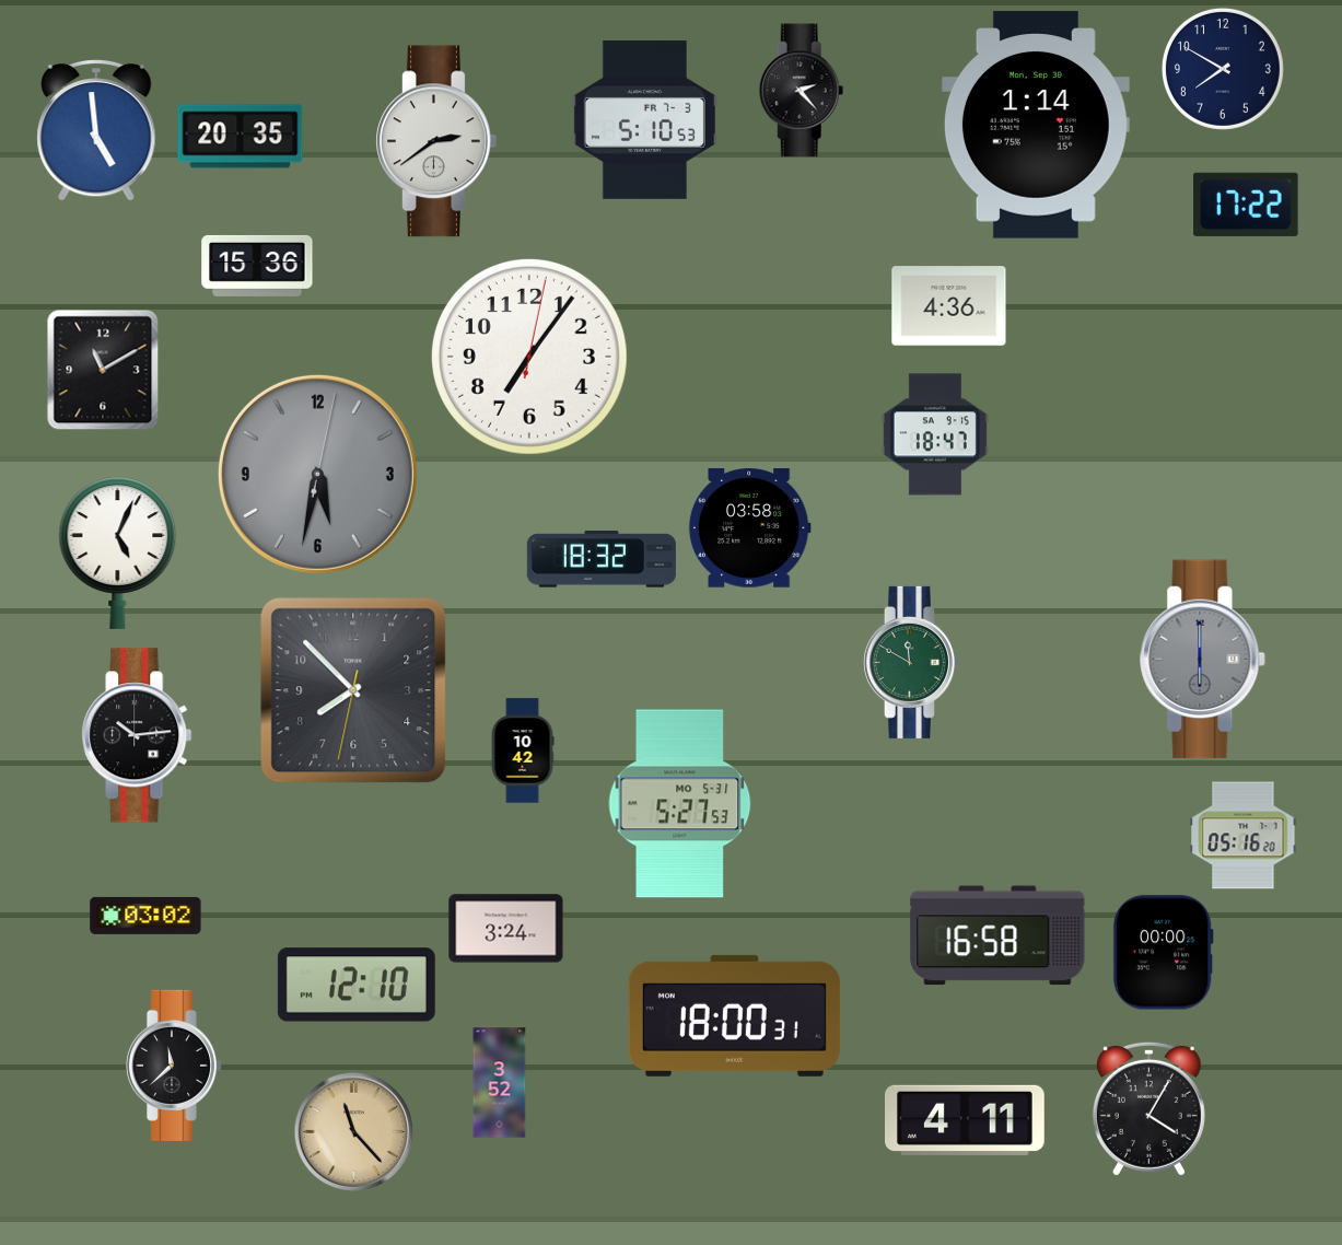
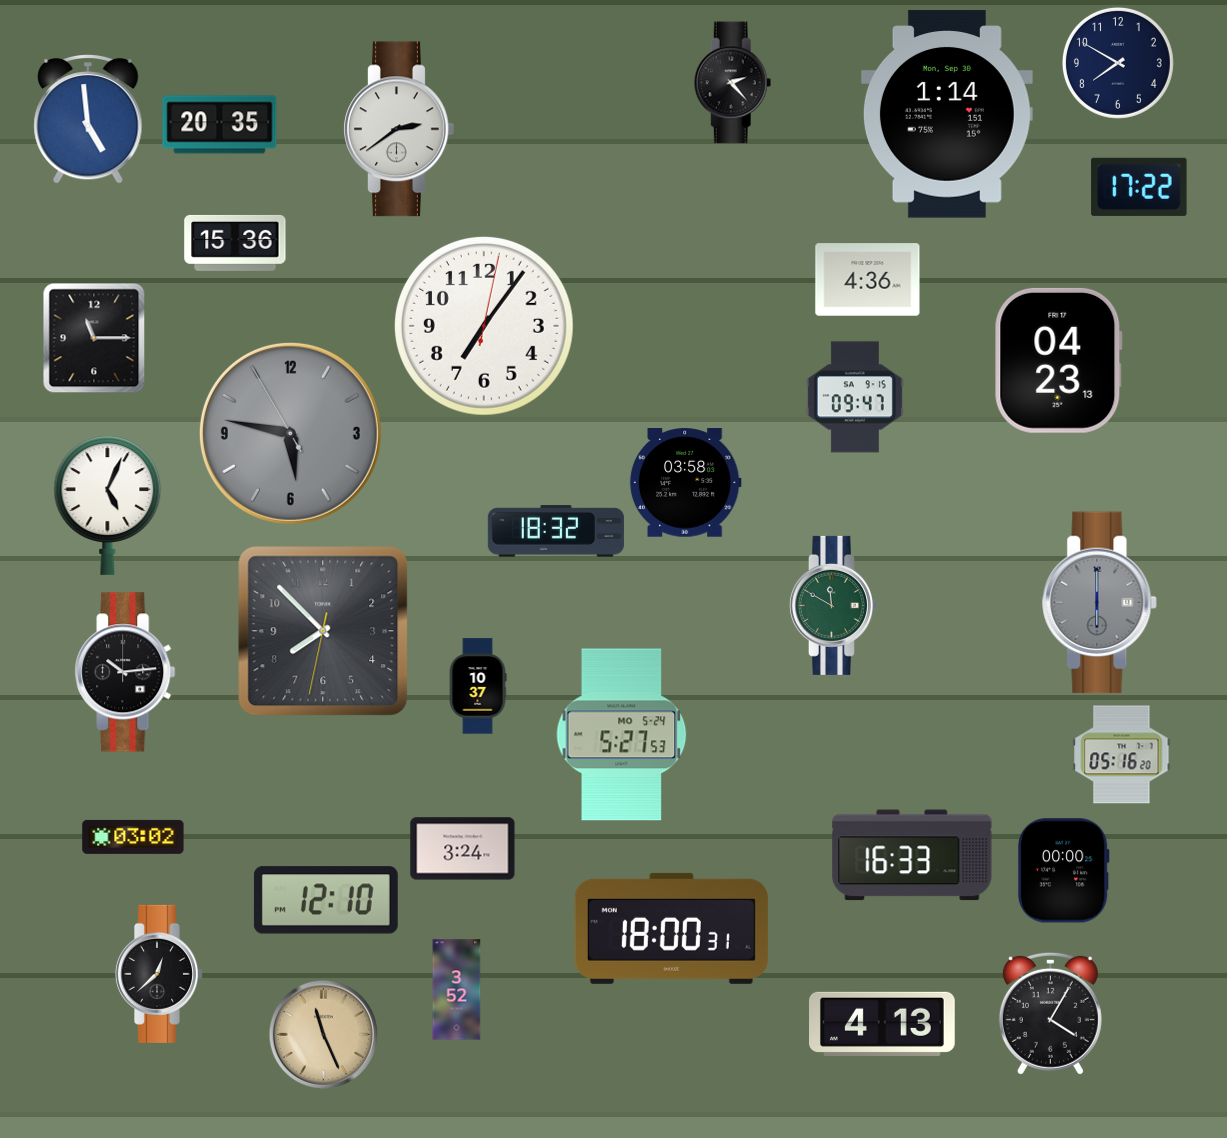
clock at (644, 119): 5:10 -> none
clock at (103, 370): 11:10 -> 11:15
clock at (1059, 360): none -> 04:23
clock at (935, 434): 18:47 -> 09:47
clock at (317, 474): 5:32 -> 5:46
clock at (602, 559) position: (602, 559) -> (556, 531)
clock at (523, 751): 10:42 -> 10:37
clock at (680, 804) date: MO 5-31 -> MO 5-24
clock at (1244, 836) position: (1244, 836) -> (1122, 755)
clock at (997, 935): 16:58 -> 16:33
clock at (173, 1066): 11:38 -> 12:38
clock at (966, 1120): 4:11 -> 4:13
clock at (353, 1131): 11:23 -> 11:26
